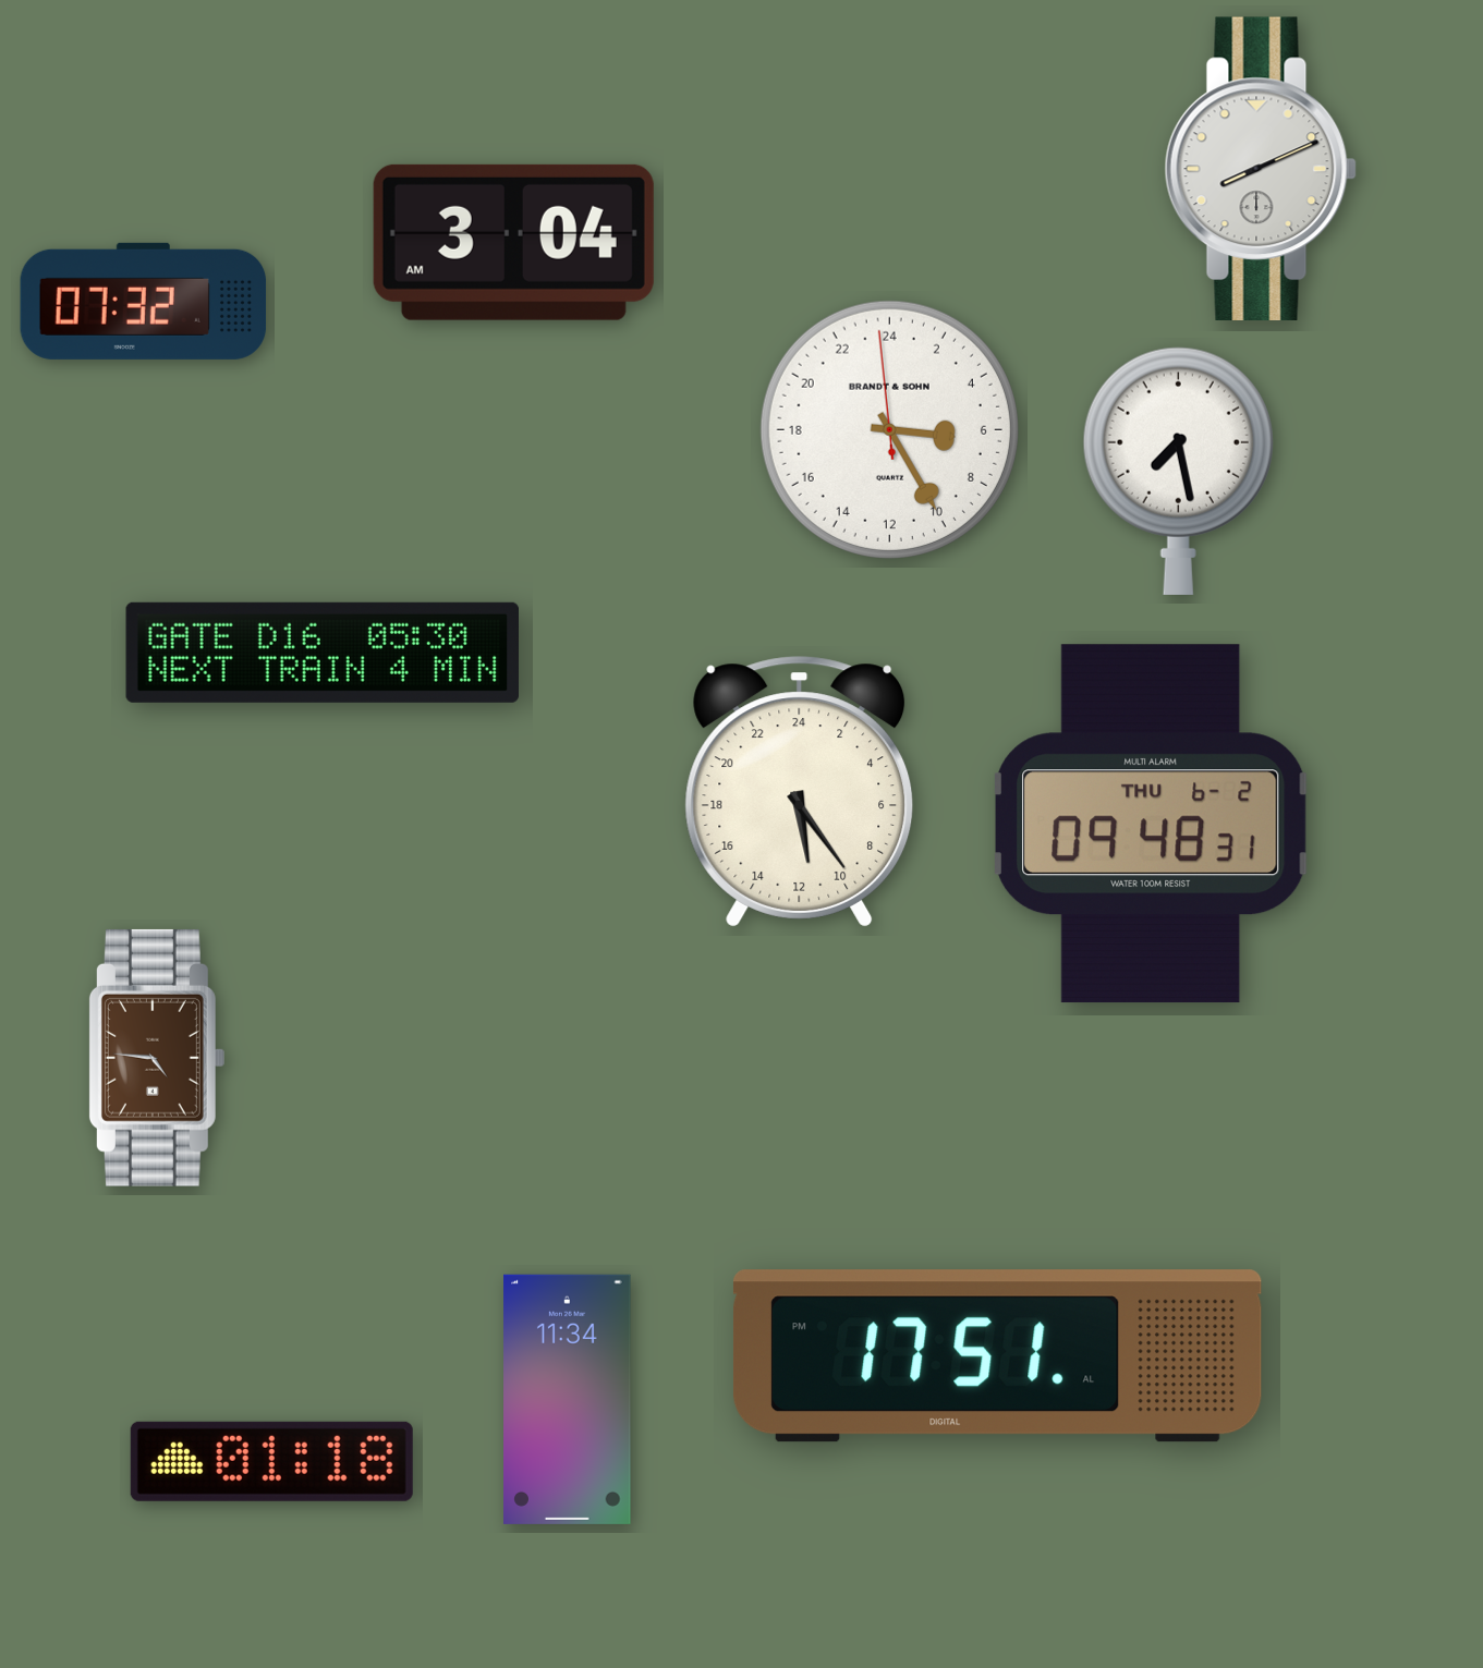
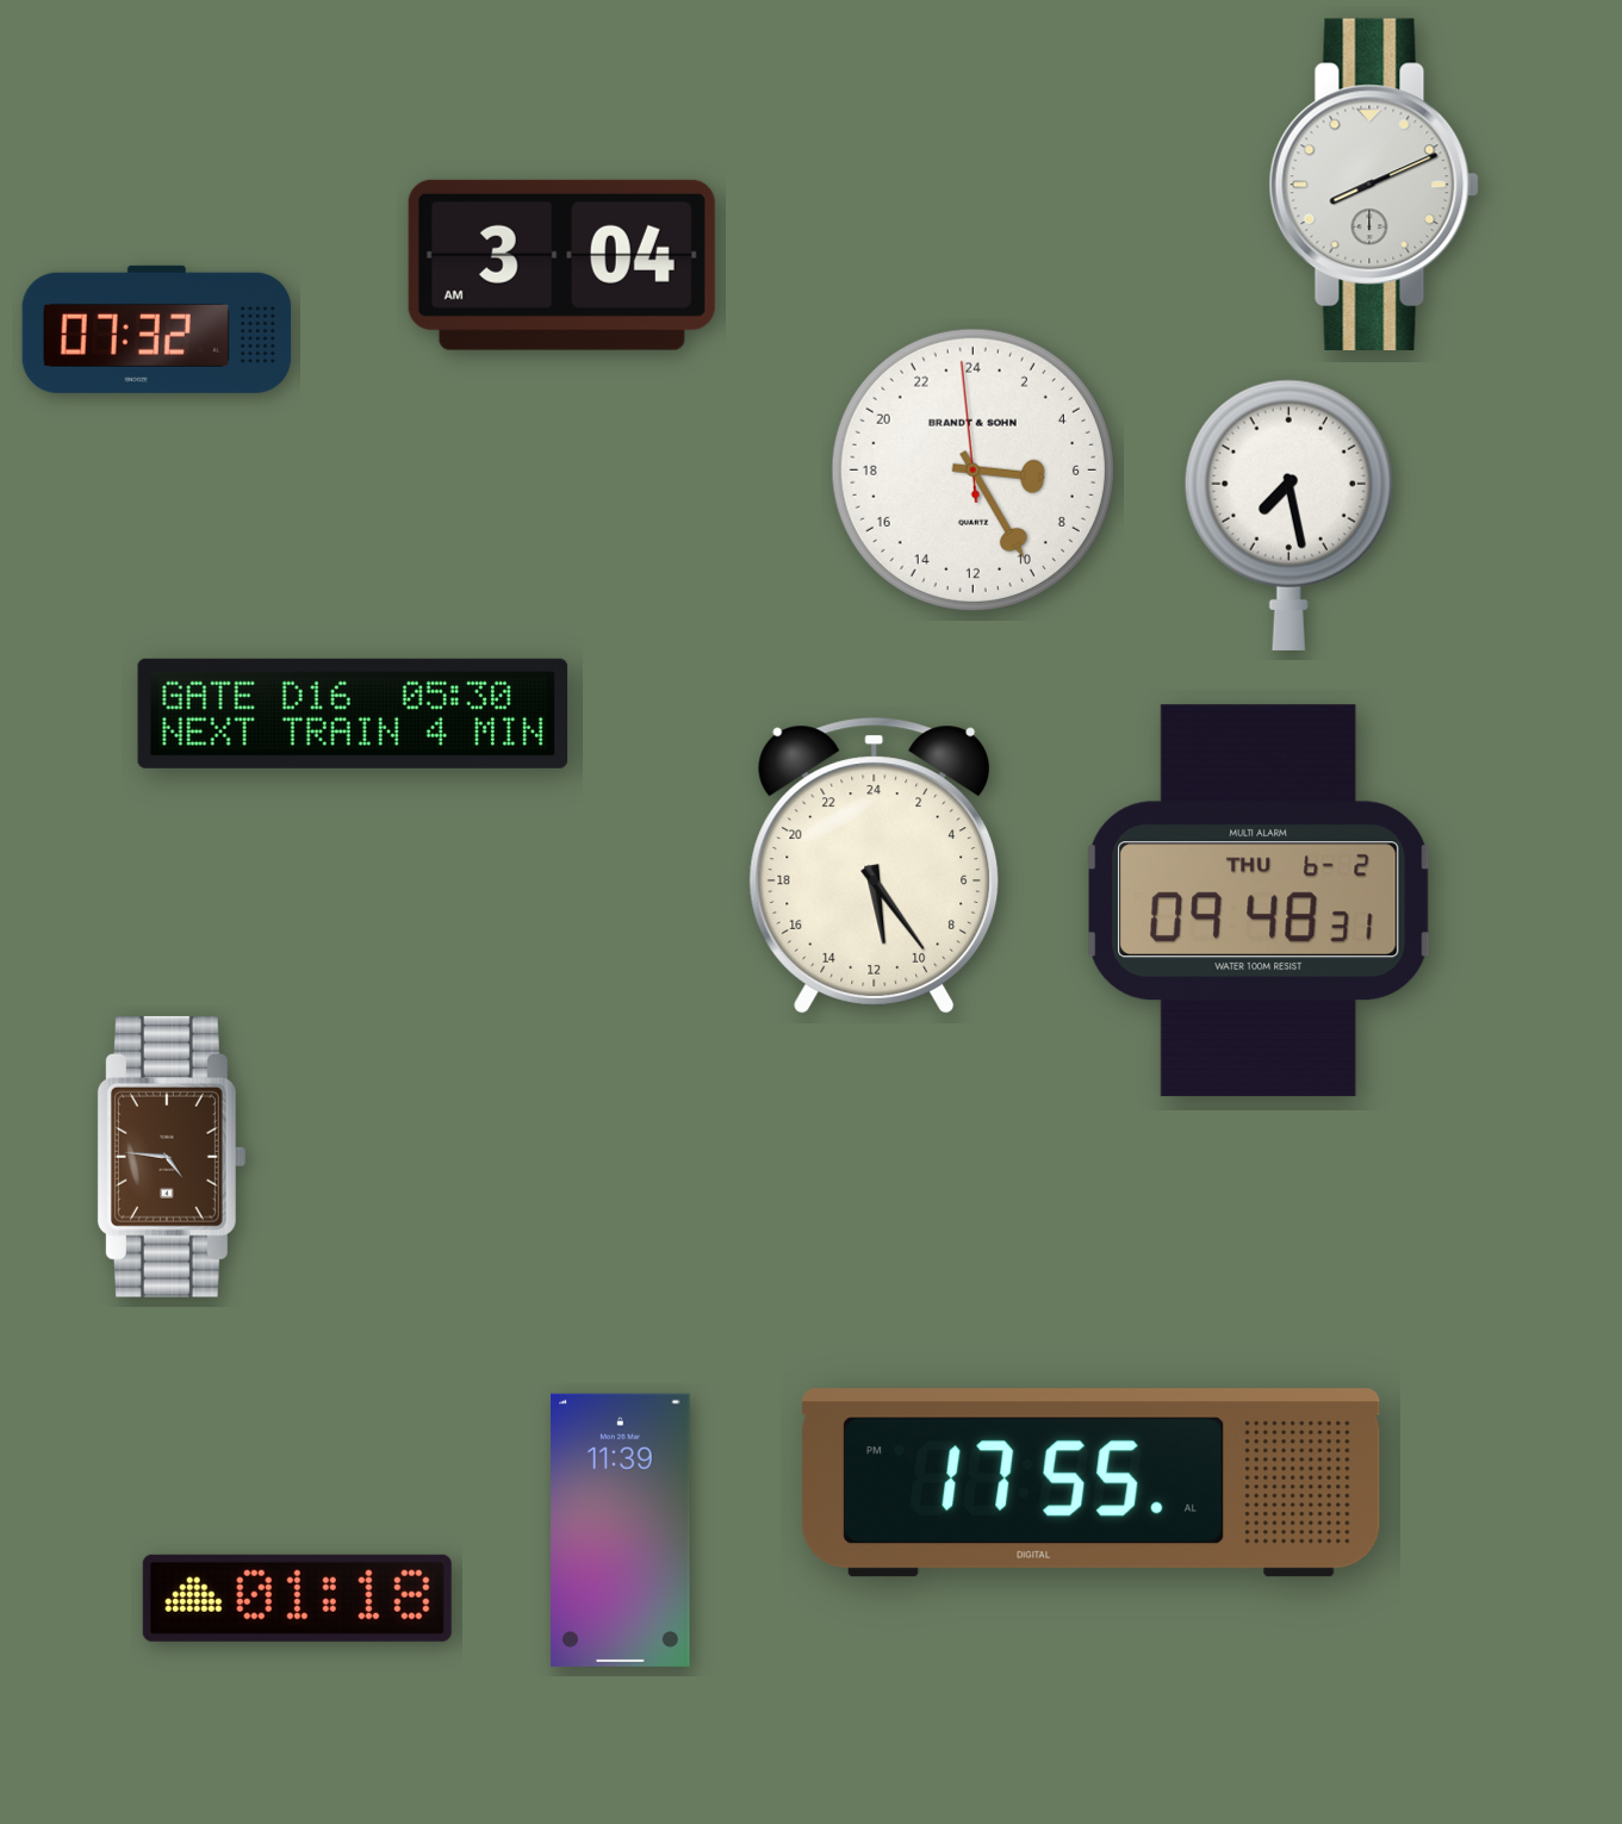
clock at (1261, 169) position: (1261, 169) -> (1374, 185)
clock at (997, 1356): 17:51 -> 17:55
clock at (568, 1399): 11:34 -> 11:39
